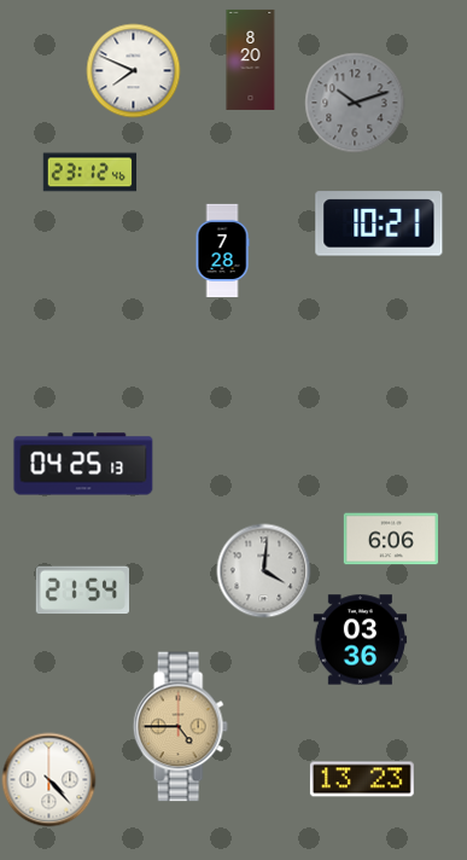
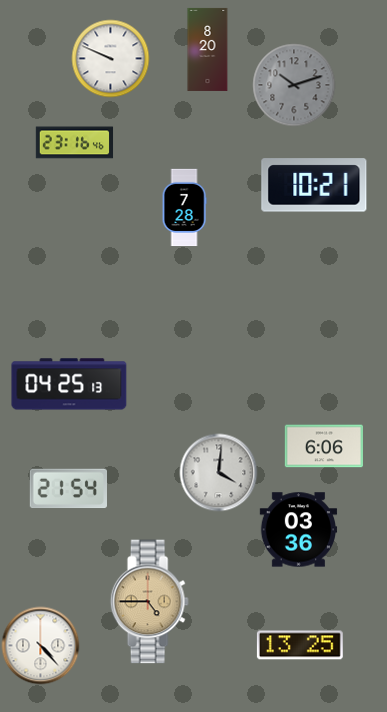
clock at (133, 70): 7:49 -> 9:49
clock at (89, 173): 23:12 -> 23:16
clock at (362, 779): 13:23 -> 13:25
